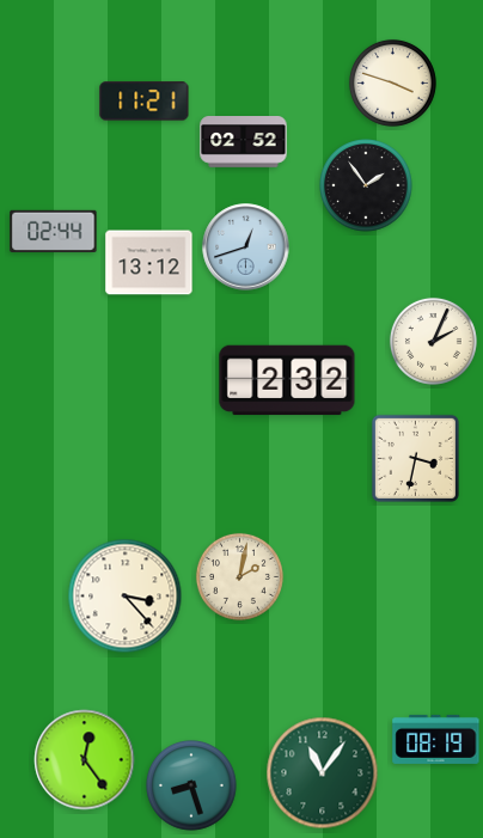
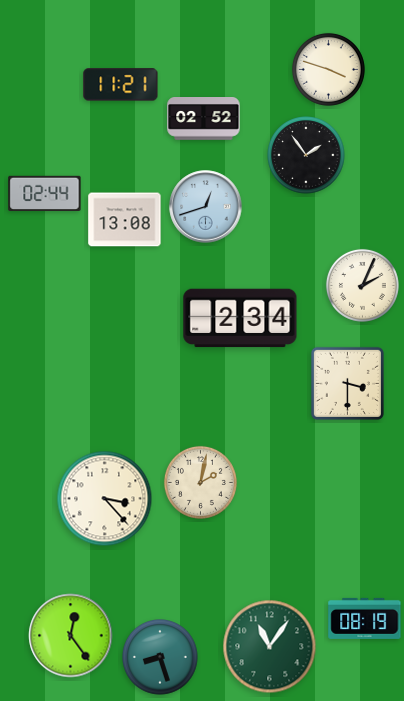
clock at (149, 263): 13:12 -> 13:08
clock at (287, 380): 2:32 -> 2:34
clock at (415, 458): 3:32 -> 3:30
